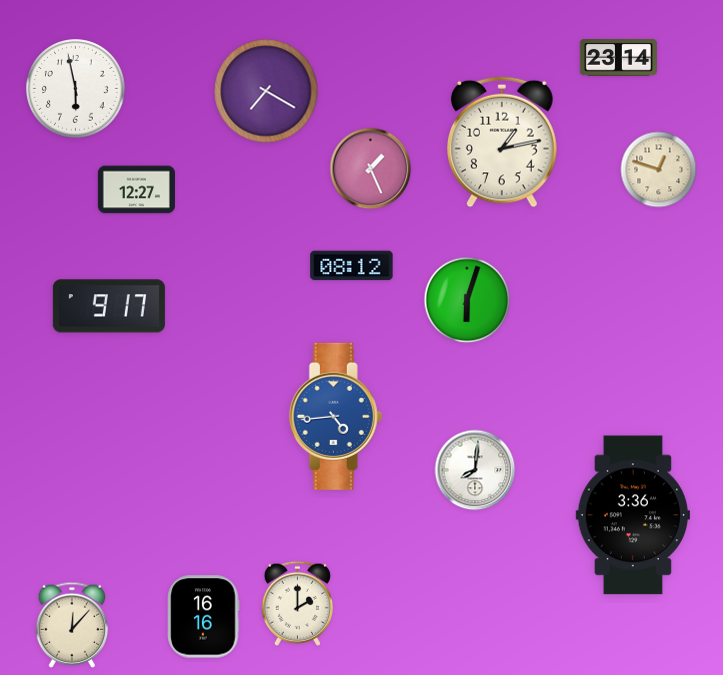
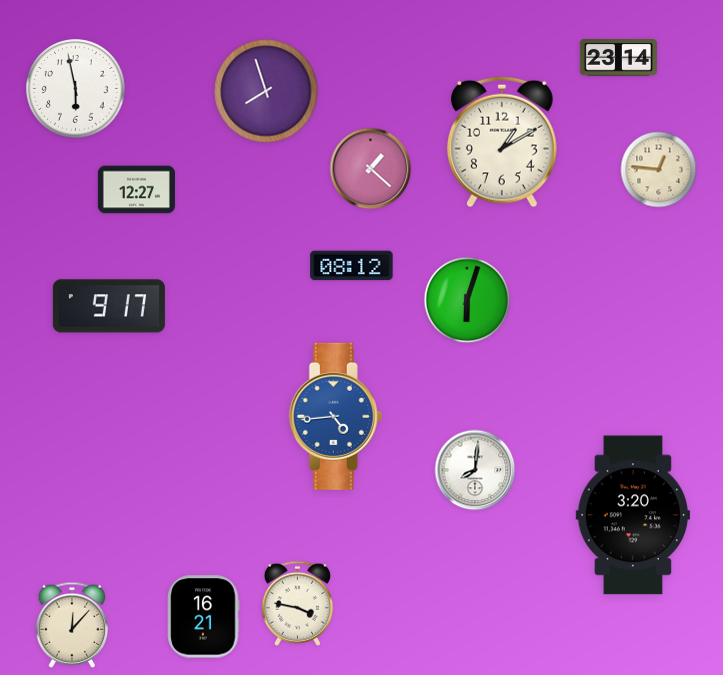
clock at (266, 91): 7:20 -> 7:57
clock at (503, 142): 1:13 -> 1:10
clock at (371, 169): 1:26 -> 1:22
clock at (659, 170): 12:48 -> 12:46
clock at (632, 515): 3:36 -> 3:20
clock at (297, 603): 2:00 -> 3:47
clock at (204, 617): 16:16 -> 16:21
